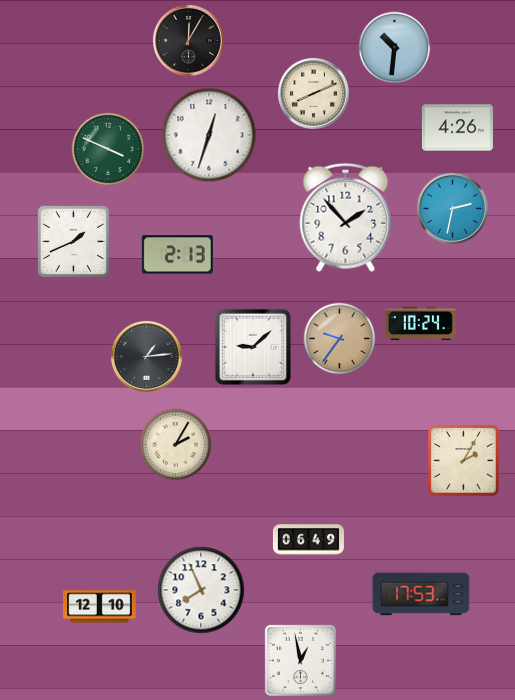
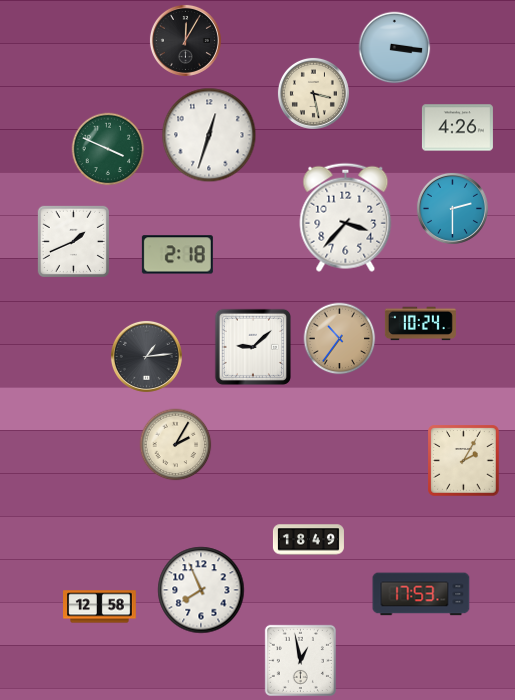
clock at (188, 40) position: (188, 40) -> (185, 40)
clock at (395, 48): 10:31 -> 3:16
clock at (313, 93): 8:11 -> 3:28
clock at (452, 208): 2:32 -> 2:30
clock at (346, 217): 1:53 -> 3:37
clock at (177, 255): 2:13 -> 2:18
clock at (340, 339): 9:36 -> 10:36
clock at (308, 540): 06:49 -> 18:49
clock at (100, 607): 12:10 -> 12:58
